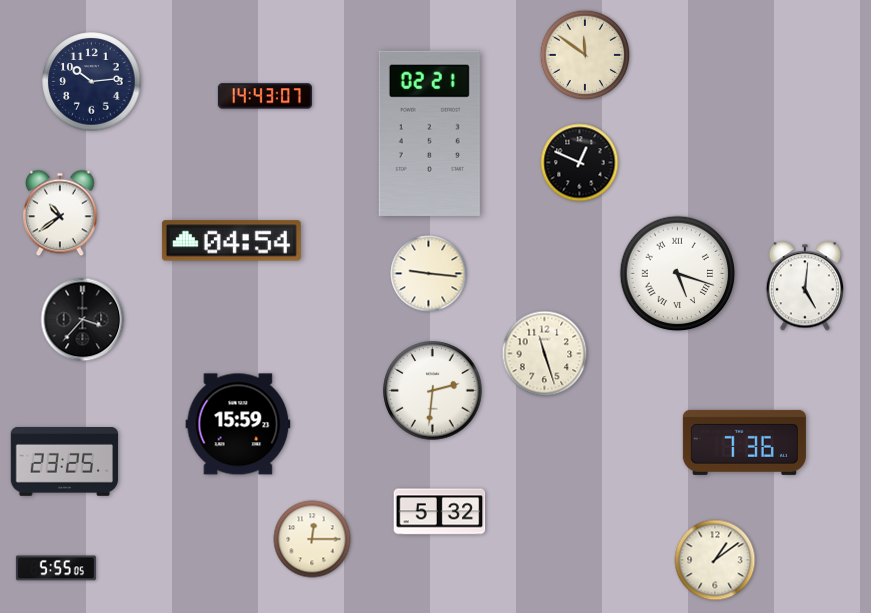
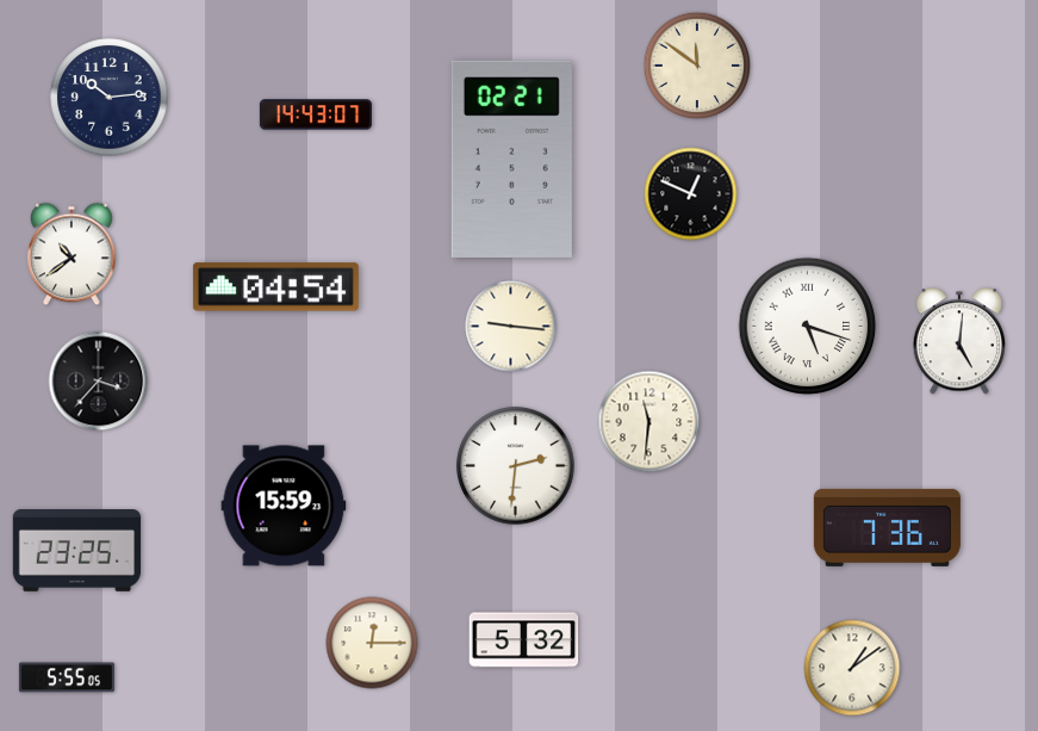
clock at (545, 354): 11:27 -> 11:31
clock at (440, 512) position: (440, 512) -> (524, 640)
